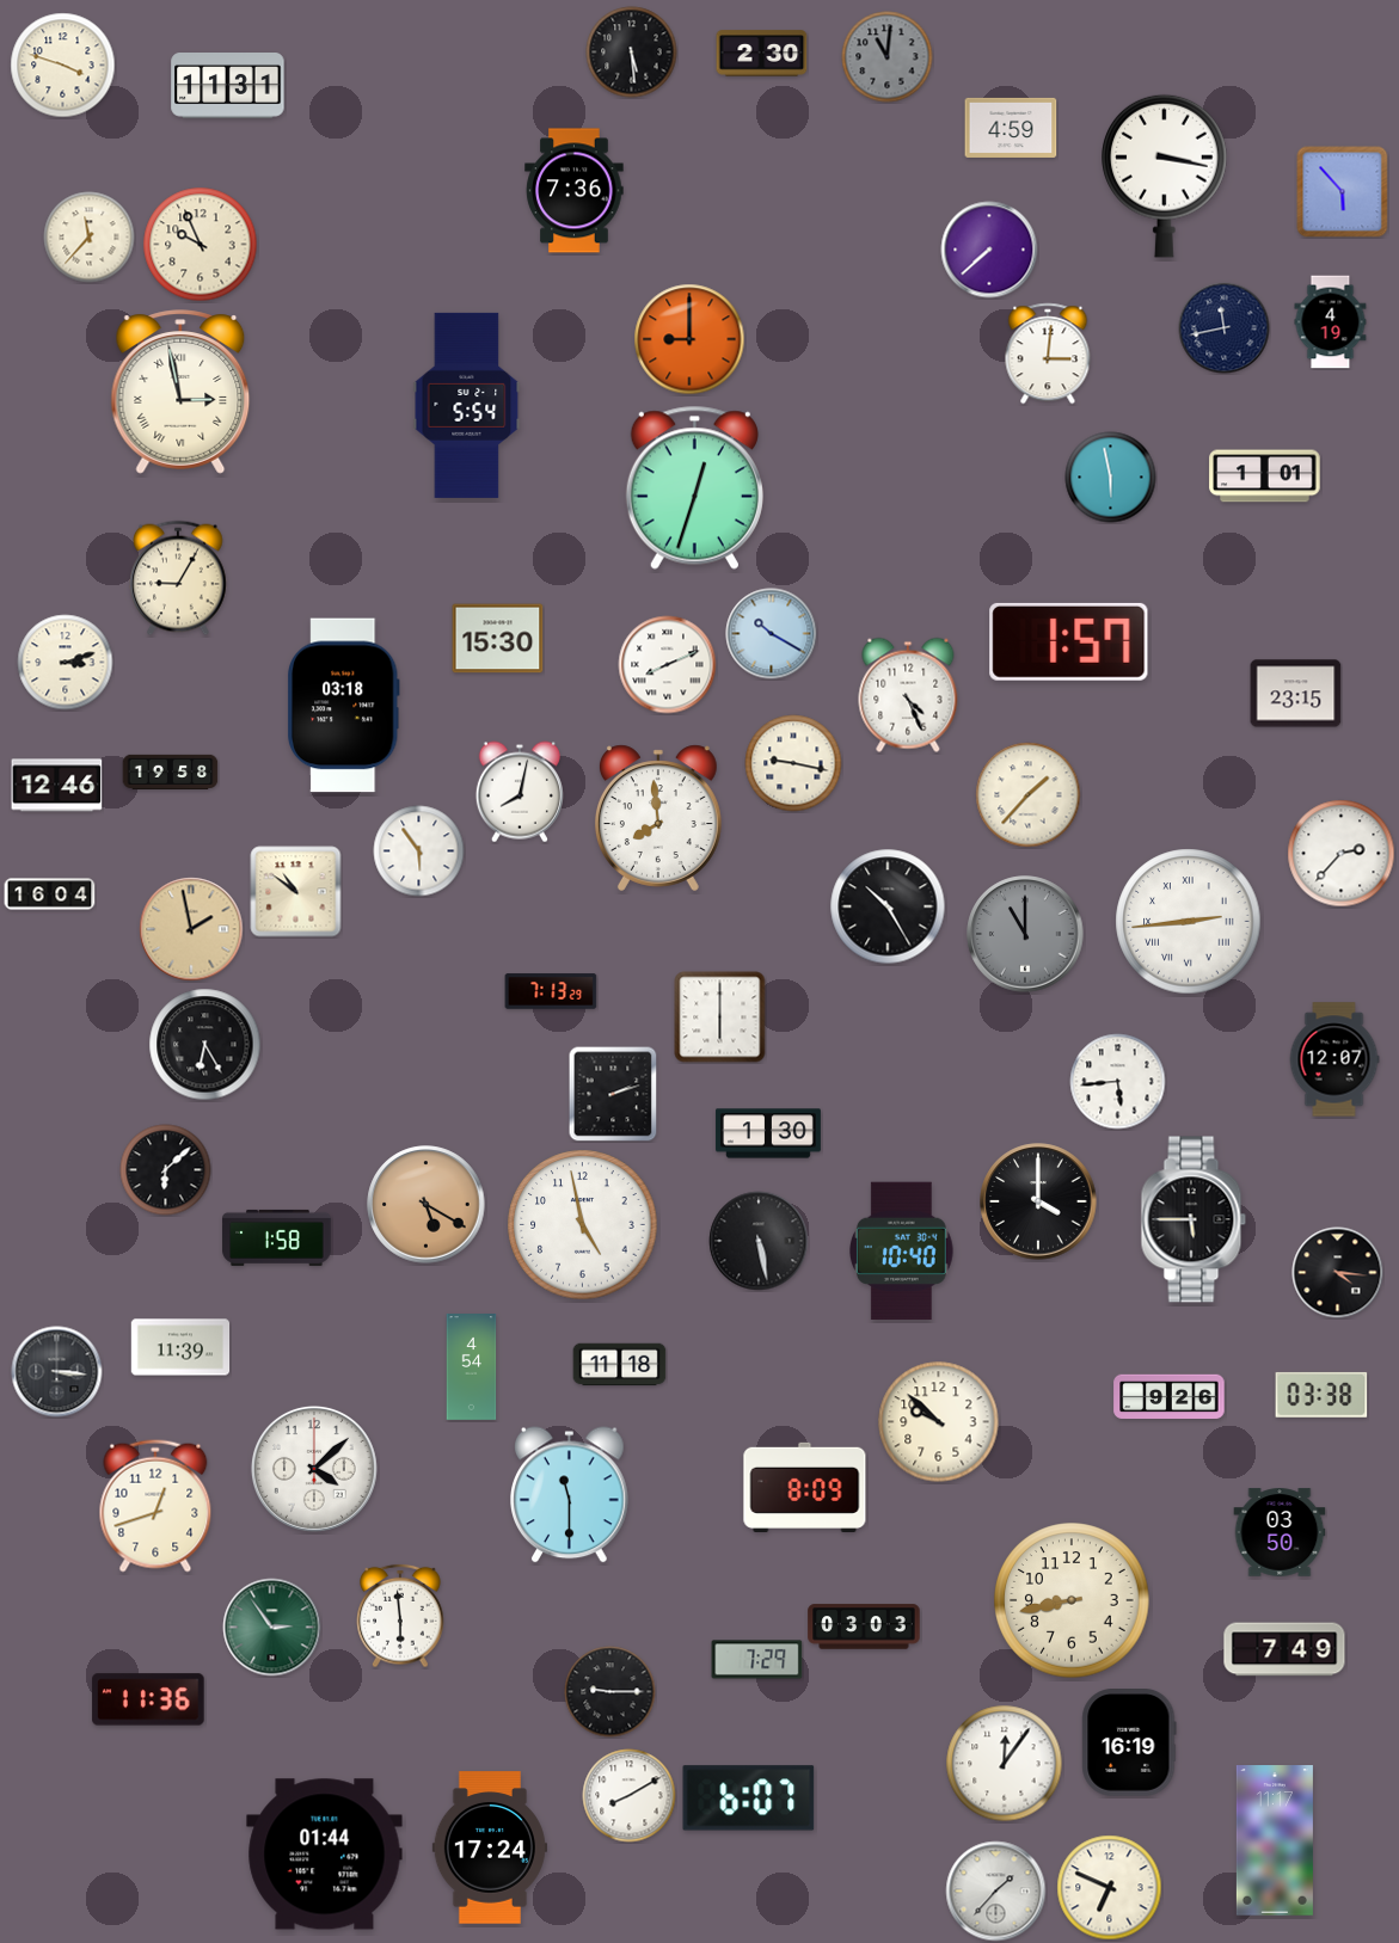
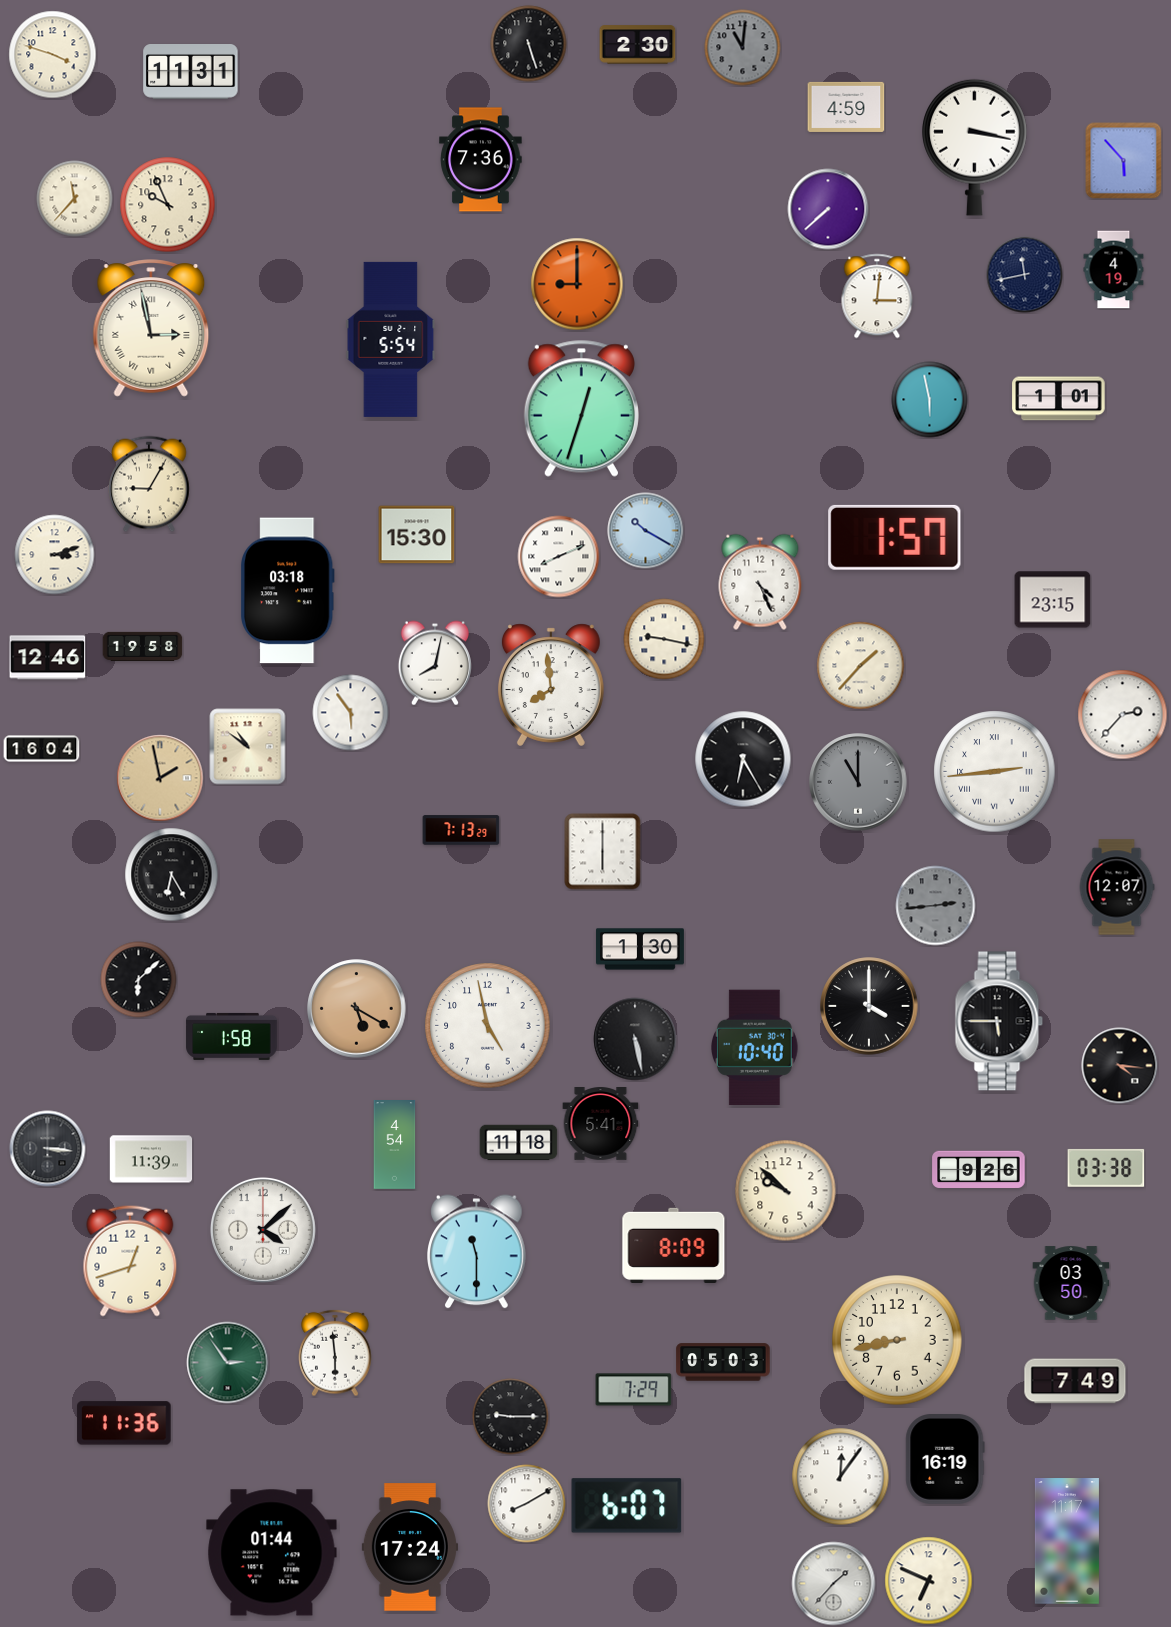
clock at (632, 53): 5:29 -> 5:27
clock at (1296, 694) position: (1296, 694) -> (1053, 600)
clock at (888, 906): 10:25 -> 6:25
clock at (1118, 1082): 5:44 -> 2:44
clock at (1118, 1082) dial: white -> grey
clock at (613, 1094): 2:12 -> none
clock at (768, 1133) position: (768, 1133) -> (640, 949)
clock at (601, 1124): none -> 5:41
clock at (180, 1347) position: (180, 1347) -> (151, 1159)
clock at (864, 1627): 03:03 -> 05:03
